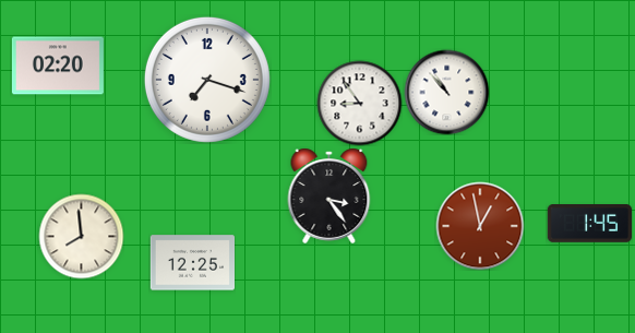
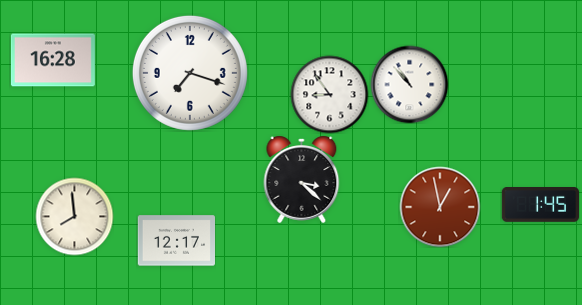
clock at (58, 66): 02:20 -> 16:28
clock at (330, 195): 3:24 -> 3:22
clock at (192, 263): 12:25 -> 12:17
